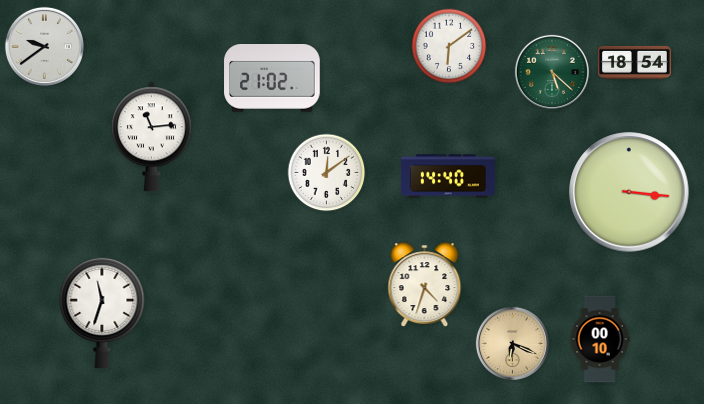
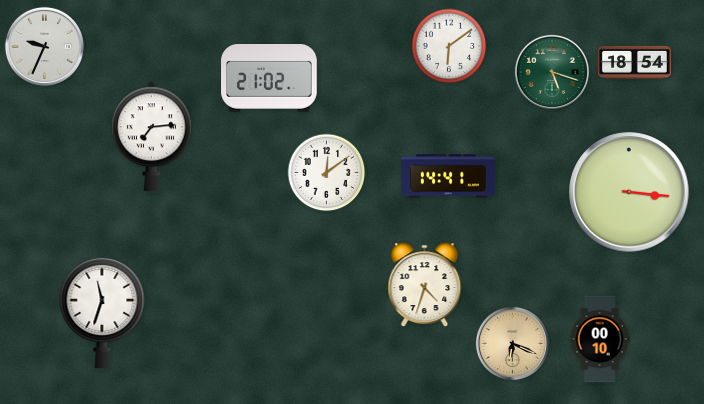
clock at (44, 46): 9:39 -> 9:34
clock at (552, 72): 5:22 -> 5:18
clock at (272, 79) position: (272, 79) -> (269, 79)
clock at (152, 137): 11:14 -> 7:14
clock at (448, 176): 14:40 -> 14:41
